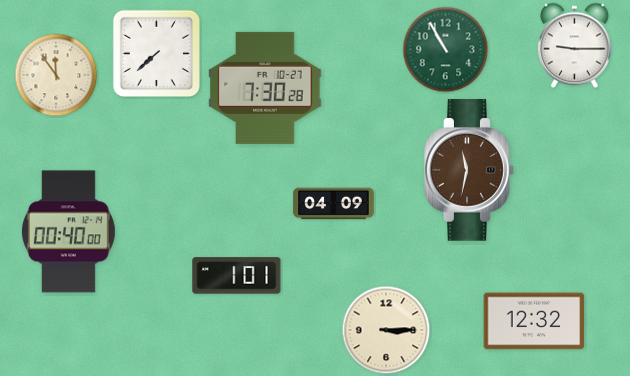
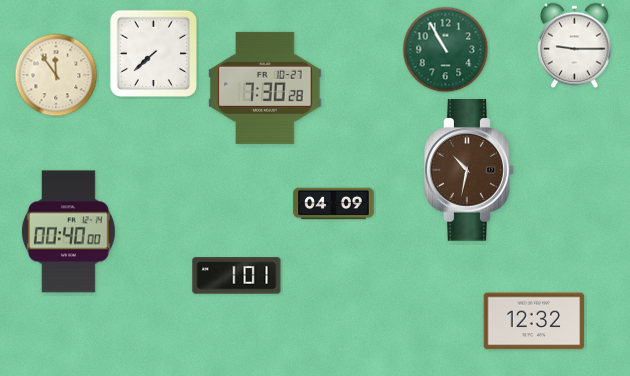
clock at (156, 53) position: (156, 53) -> (153, 53)
clock at (469, 170): 11:32 -> 10:32
clock at (386, 330): 3:15 -> none
